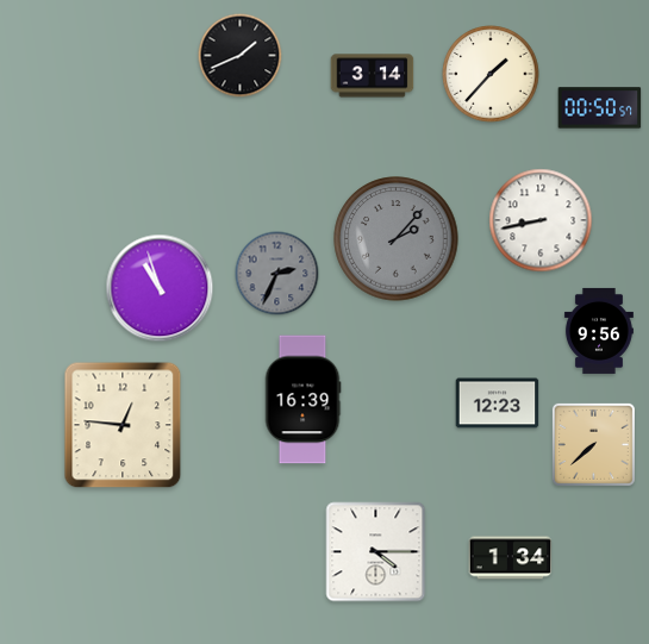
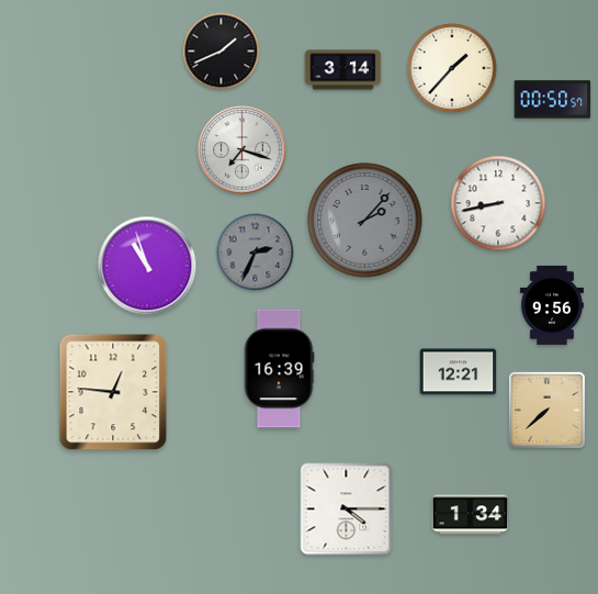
clock at (242, 150): none -> 7:18
clock at (498, 404): 12:23 -> 12:21
